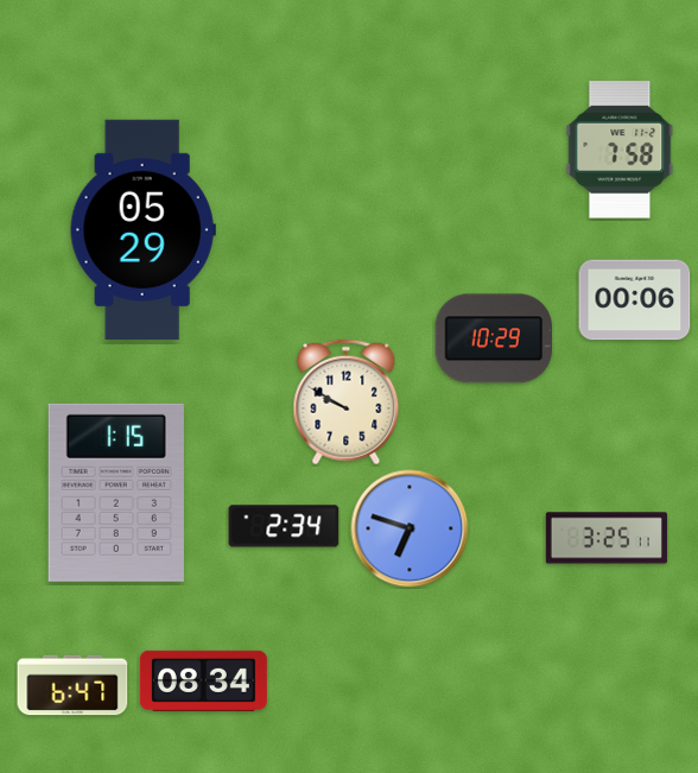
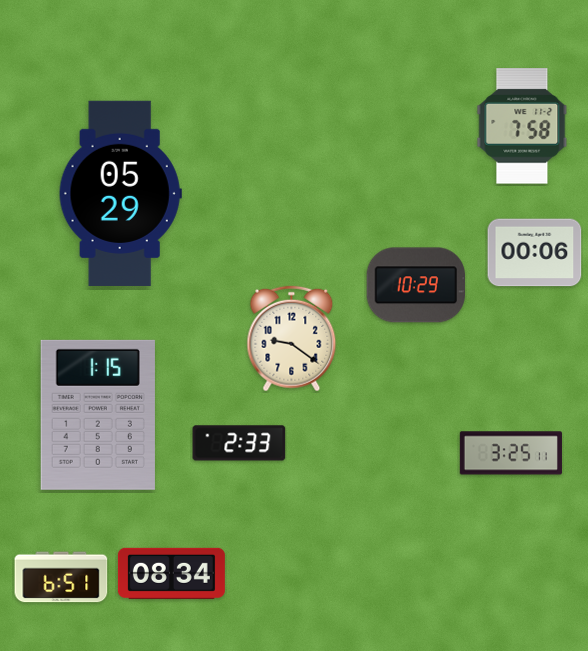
clock at (347, 403): 9:50 -> 9:21
clock at (284, 526): 2:34 -> 2:33
clock at (410, 528): 6:48 -> none
clock at (72, 685): 6:47 -> 6:51
